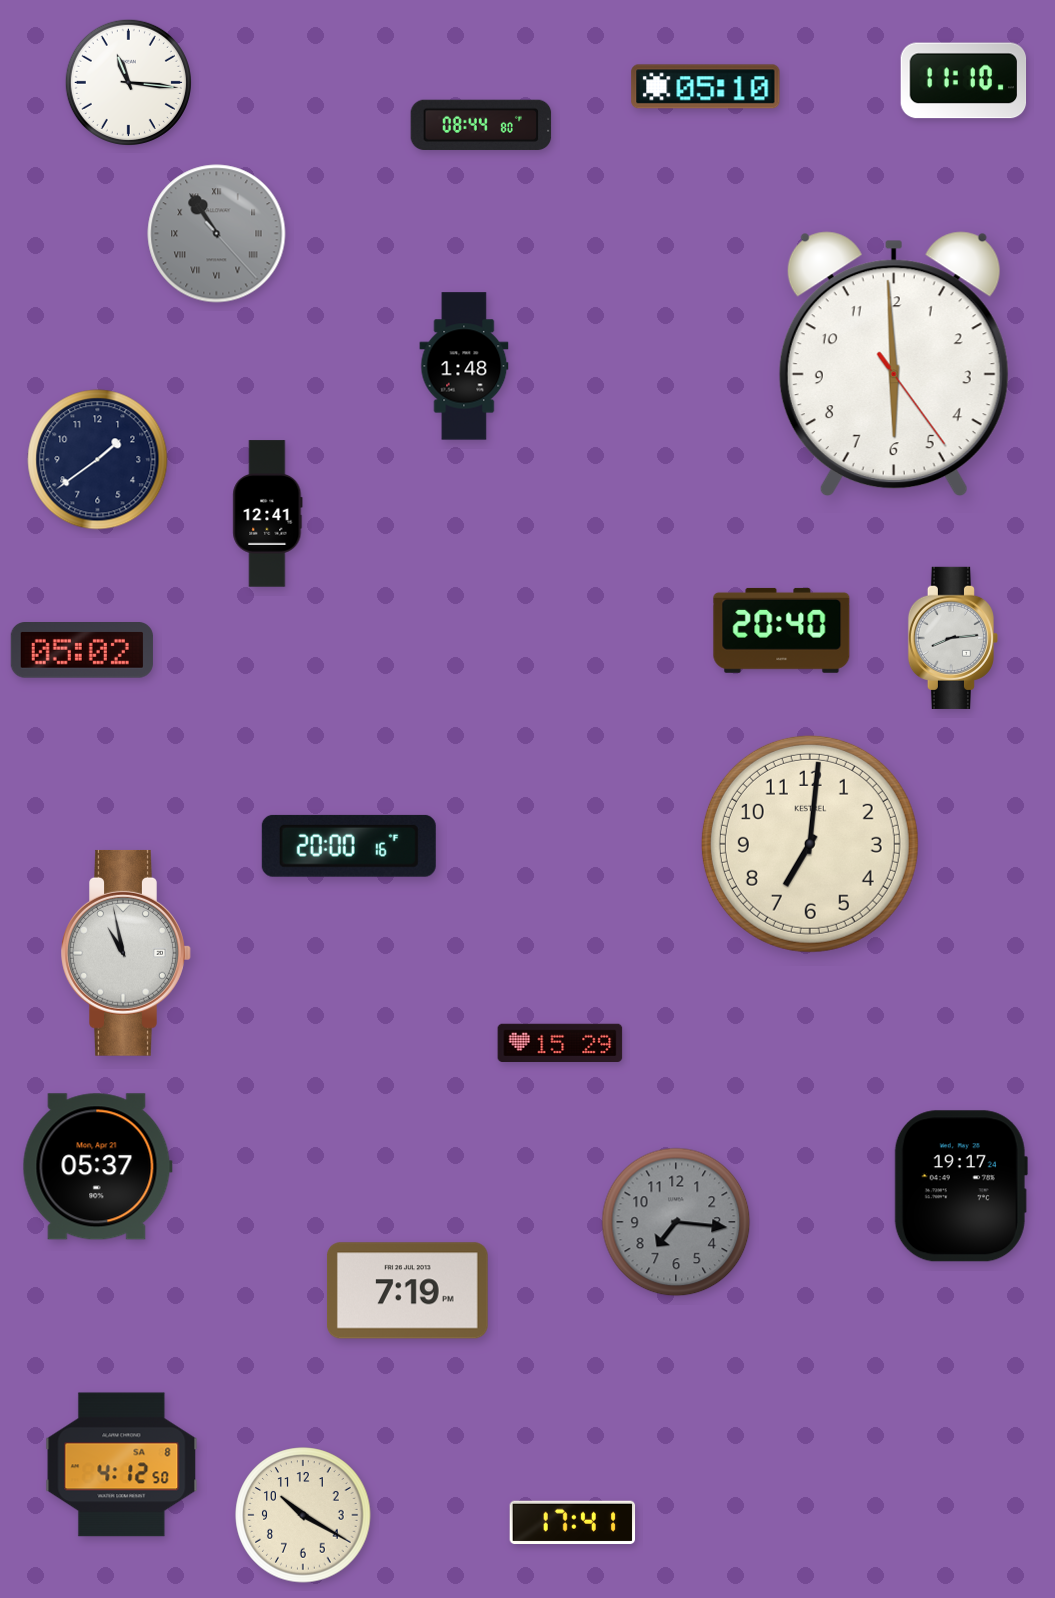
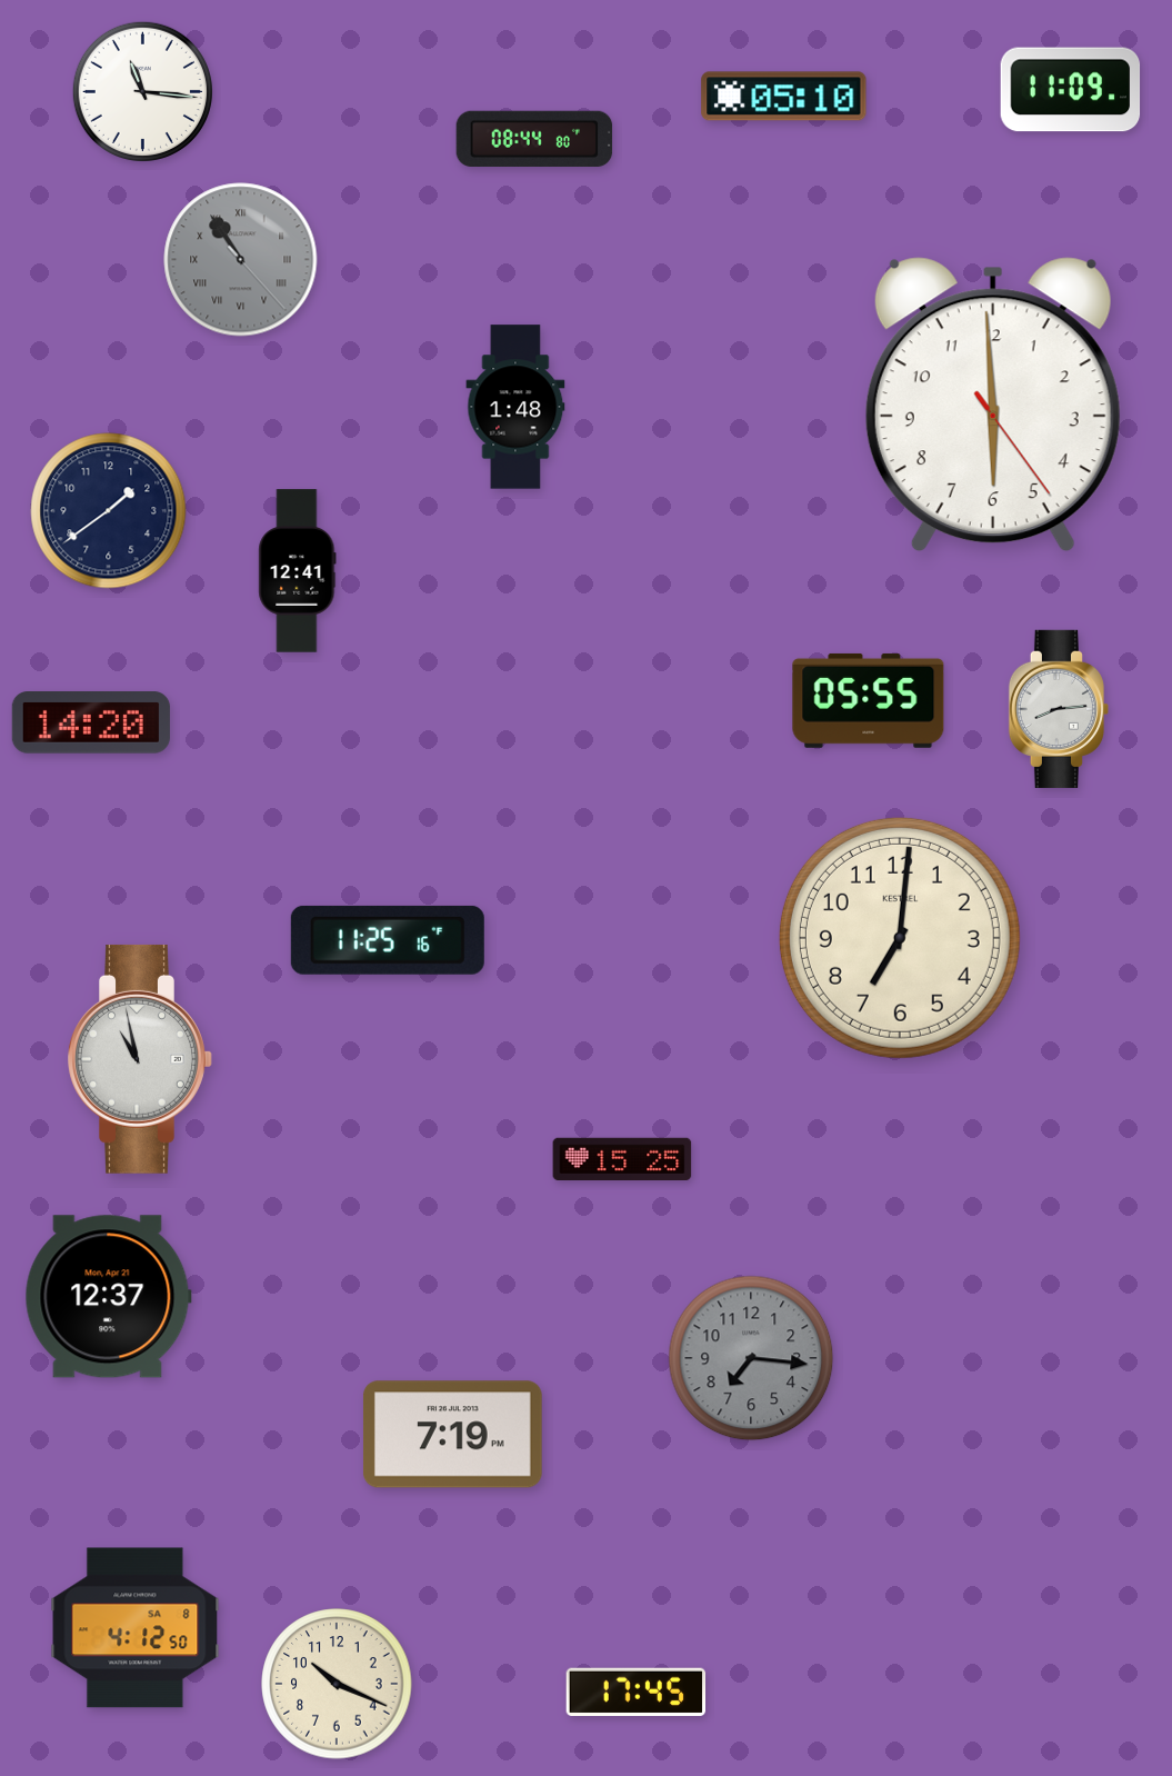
clock at (964, 81): 11:10 -> 11:09
clock at (782, 630): 20:40 -> 05:55
clock at (82, 650): 05:02 -> 14:20
clock at (349, 846): 20:00 -> 11:25
clock at (560, 1042): 15:29 -> 15:25
clock at (97, 1167): 05:37 -> 12:37
clock at (961, 1186): 19:17 -> none
clock at (303, 1515): 10:20 -> 10:19
clock at (573, 1522): 17:41 -> 17:45
